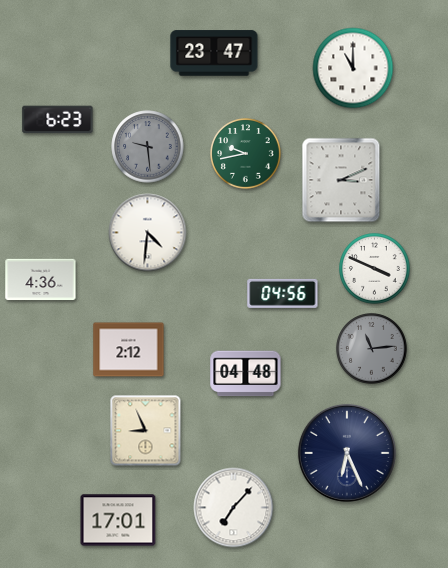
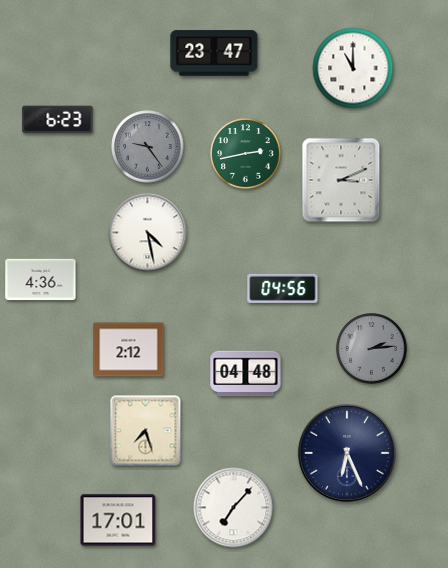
clock at (148, 147): 9:29 -> 9:24
clock at (246, 154): 9:43 -> 2:43
clock at (148, 233): 4:31 -> 4:28
clock at (375, 269): 3:49 -> none
clock at (283, 293) position: (283, 293) -> (283, 288)
clock at (372, 349): 11:14 -> 2:14
clock at (146, 431): 8:56 -> 7:27
